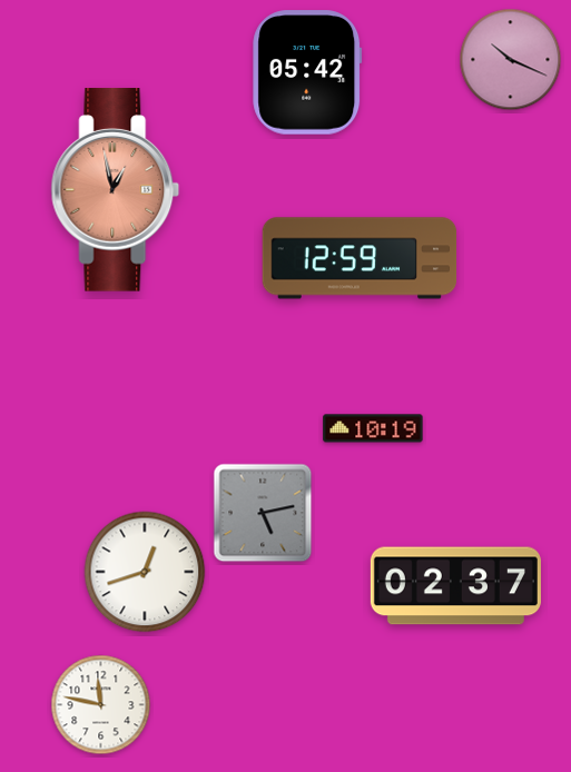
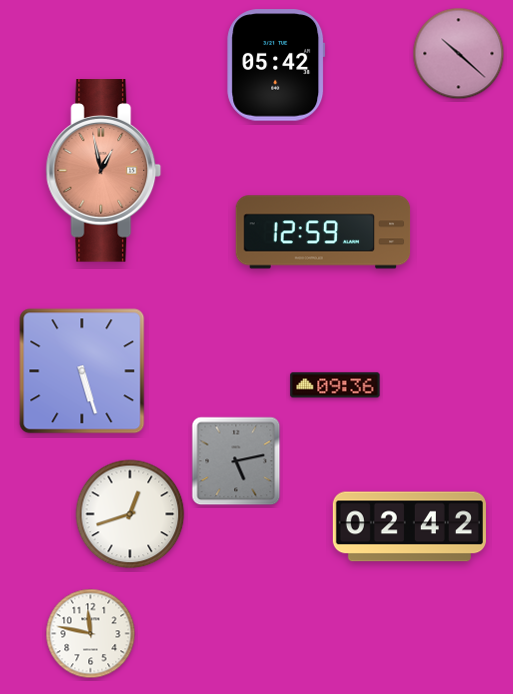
clock at (511, 60): 10:19 -> 10:22
clock at (82, 371): none -> 5:27
clock at (373, 428): 10:19 -> 09:36
clock at (455, 586): 02:37 -> 02:42
